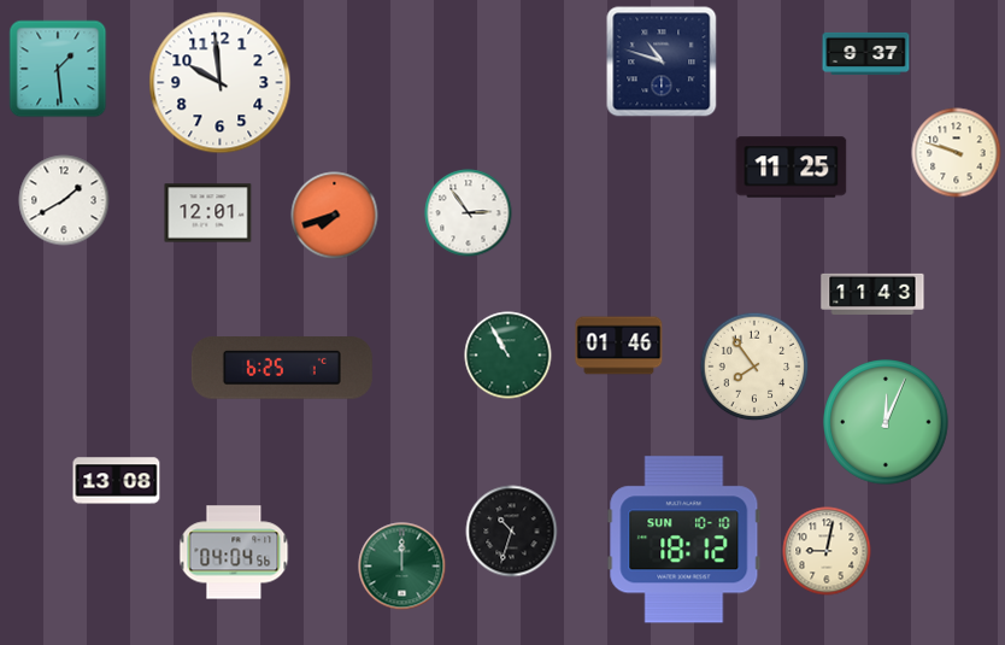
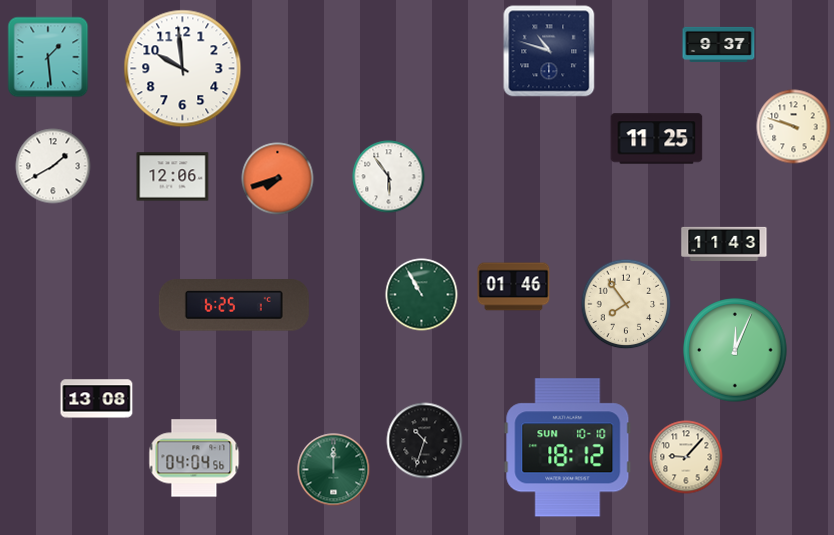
clock at (208, 213): 12:01 -> 12:06
clock at (469, 213): 2:54 -> 5:54
clock at (827, 551): 9:02 -> 9:07
